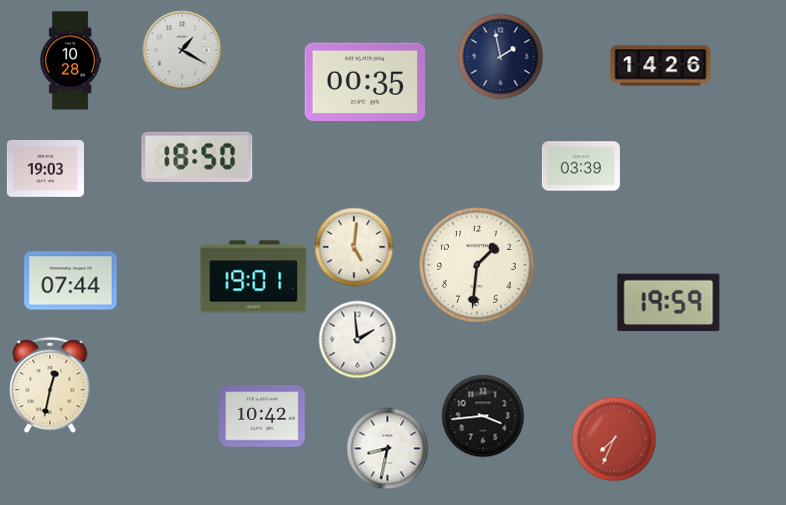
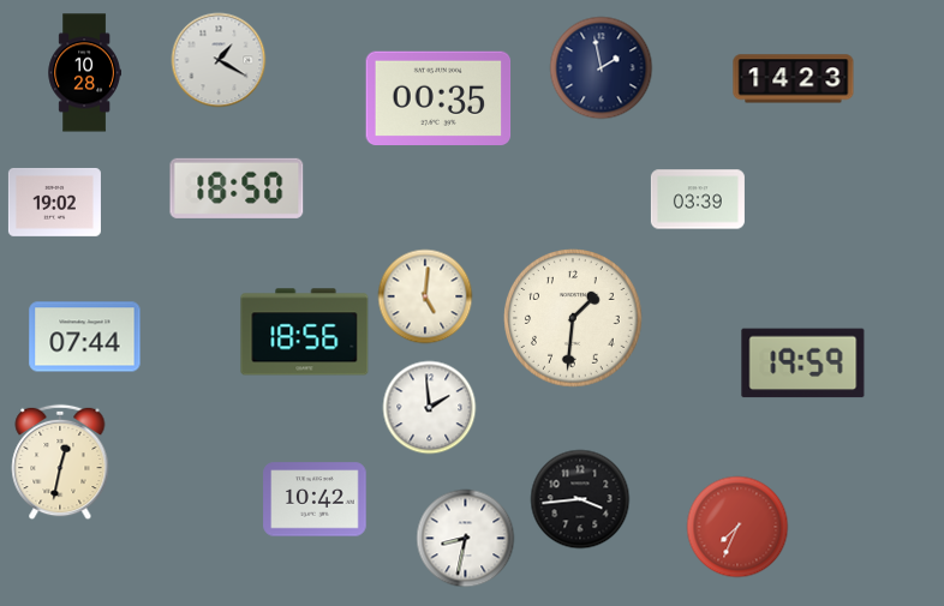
clock at (661, 66): 14:26 -> 14:23
clock at (45, 168): 19:03 -> 19:02
clock at (254, 277): 19:01 -> 18:56
